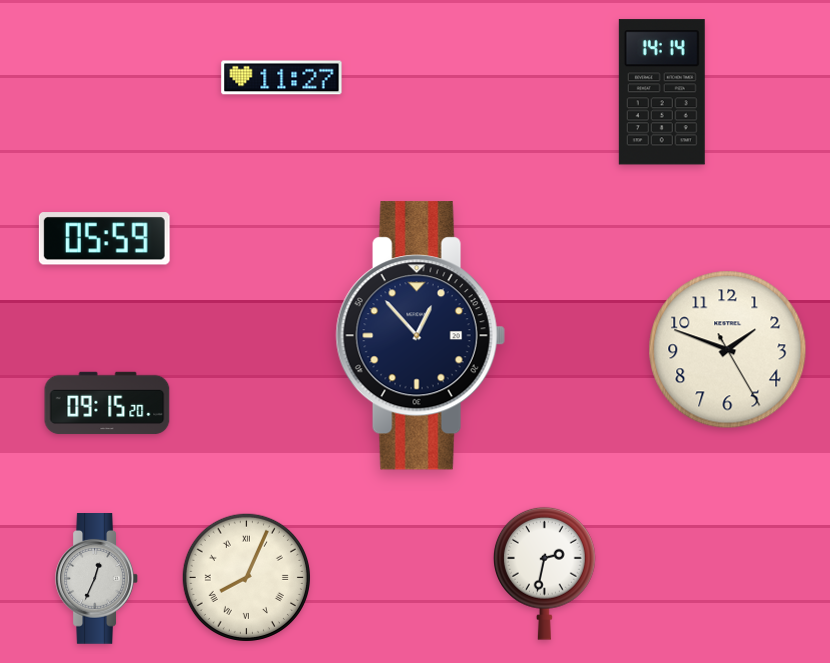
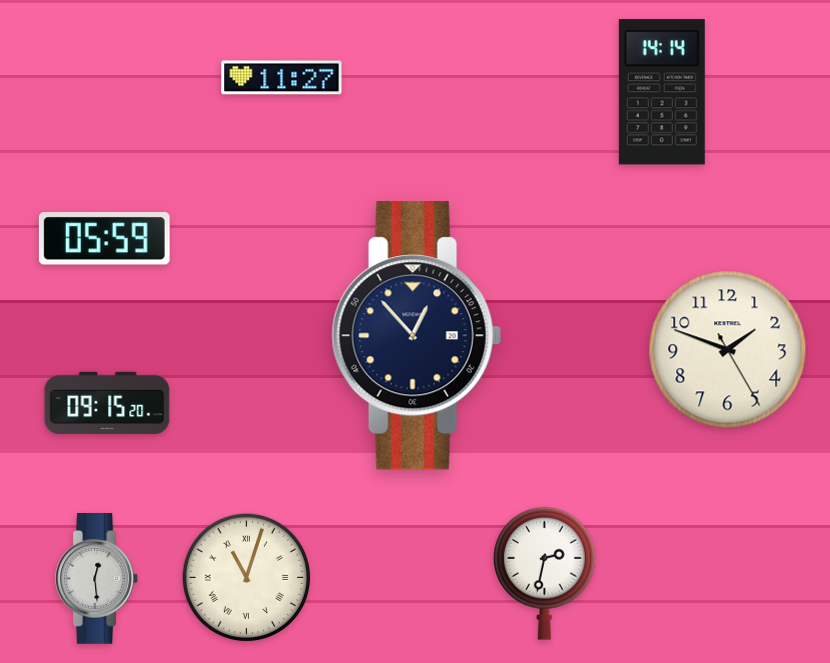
clock at (420, 336) position: (420, 336) -> (416, 336)
clock at (246, 577): 8:04 -> 11:03
clock at (96, 579): 12:34 -> 12:29
